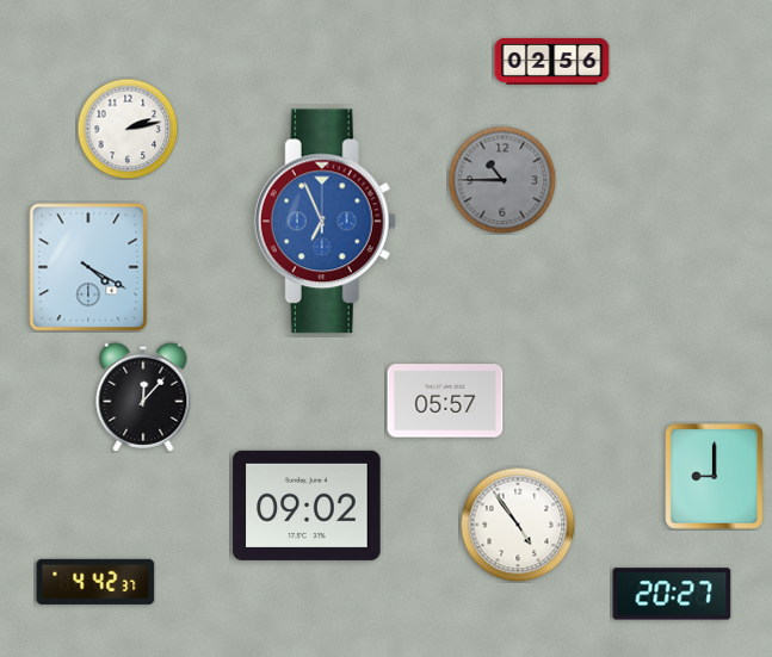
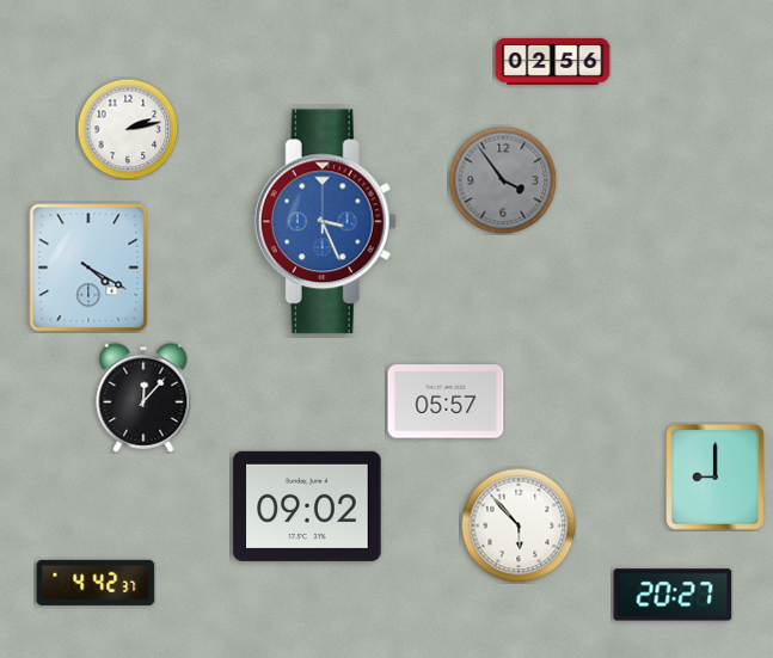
clock at (502, 180): 10:45 -> 3:54
clock at (325, 222): 6:56 -> 3:26
clock at (518, 525): 4:54 -> 5:53
